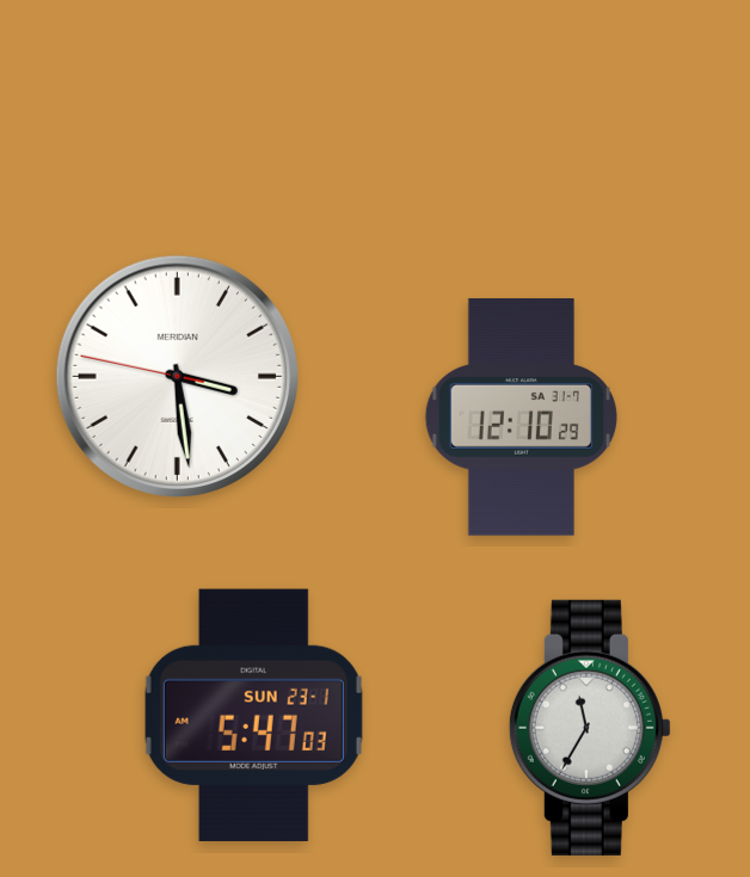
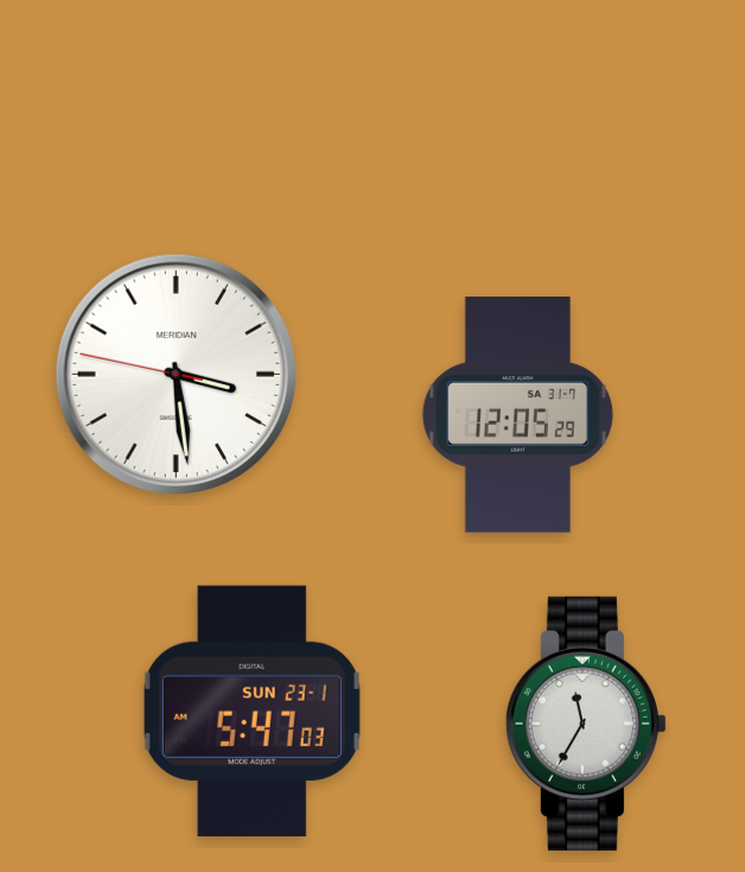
clock at (521, 418): 12:10 -> 12:05
